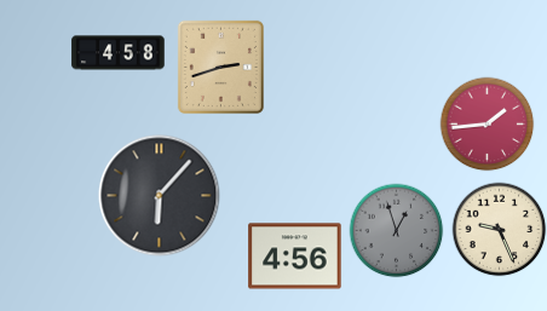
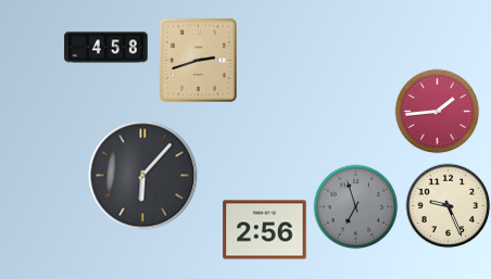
clock at (396, 230): 12:57 -> 6:57
clock at (295, 257): 4:56 -> 2:56
